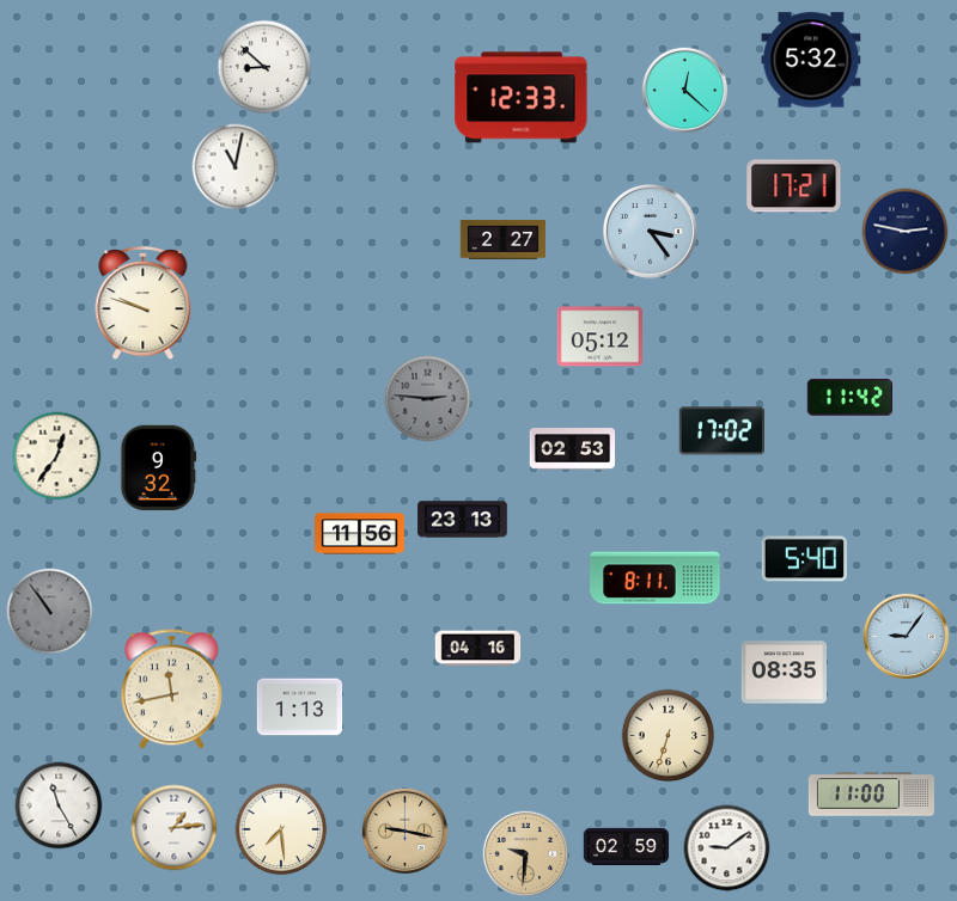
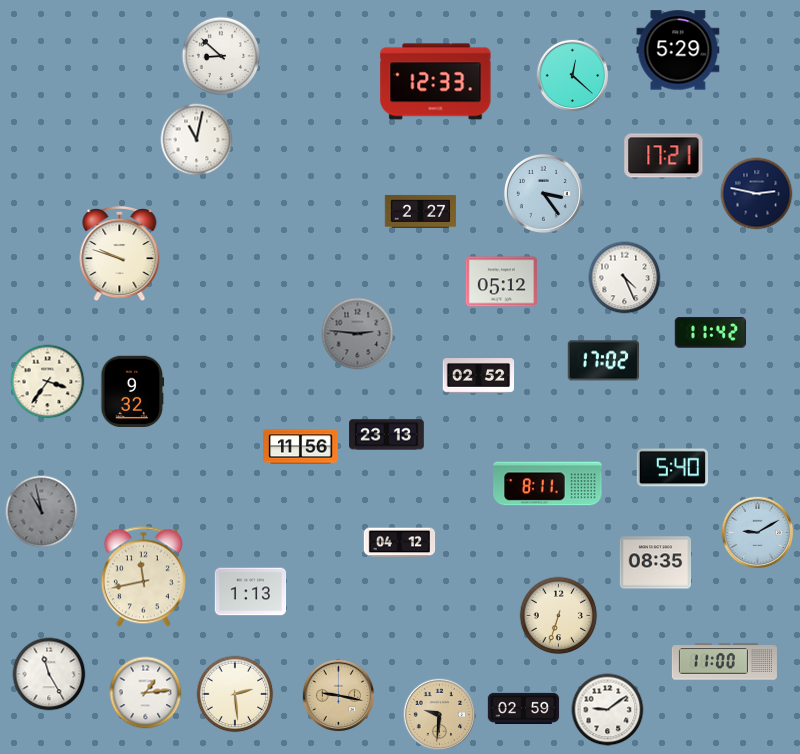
clock at (811, 60): 5:32 -> 5:29
clock at (504, 239) position: (504, 239) -> (421, 211)
clock at (625, 278): none -> 4:26
clock at (573, 449): 02:53 -> 02:52
clock at (57, 456): 12:36 -> 3:36
clock at (50, 612): 10:54 -> 10:58
clock at (907, 637): 9:06 -> 9:10
clock at (478, 649): 04:16 -> 04:12
clock at (871, 795) position: (871, 795) -> (724, 662)
clock at (281, 829): 7:29 -> 2:29
